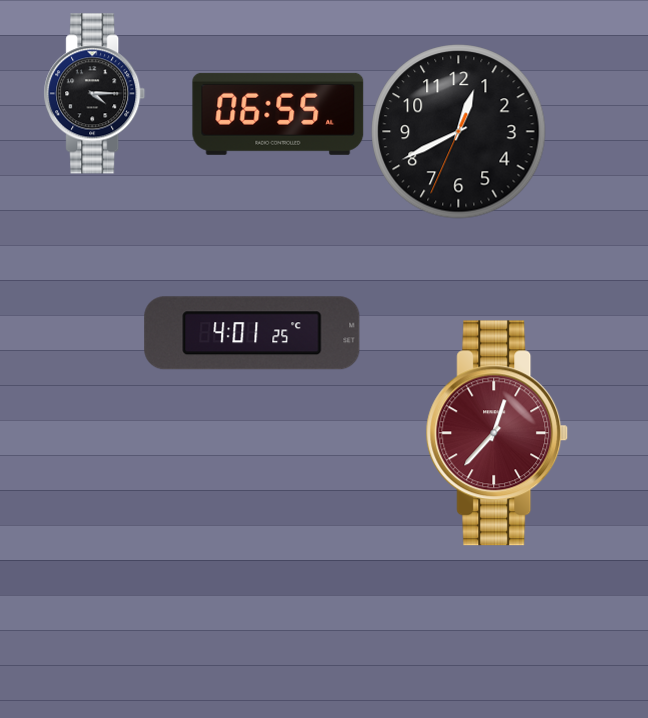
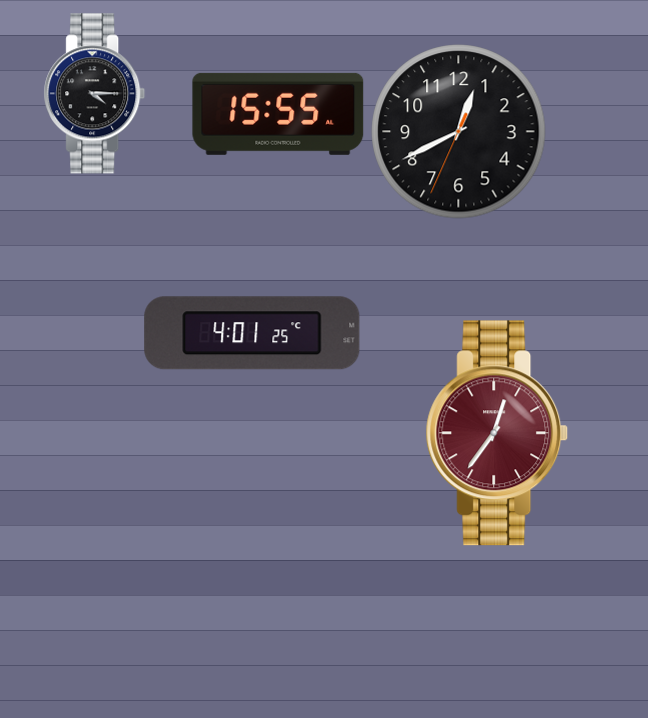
clock at (278, 114): 06:55 -> 15:55
clock at (497, 433): 12:37 -> 12:36
